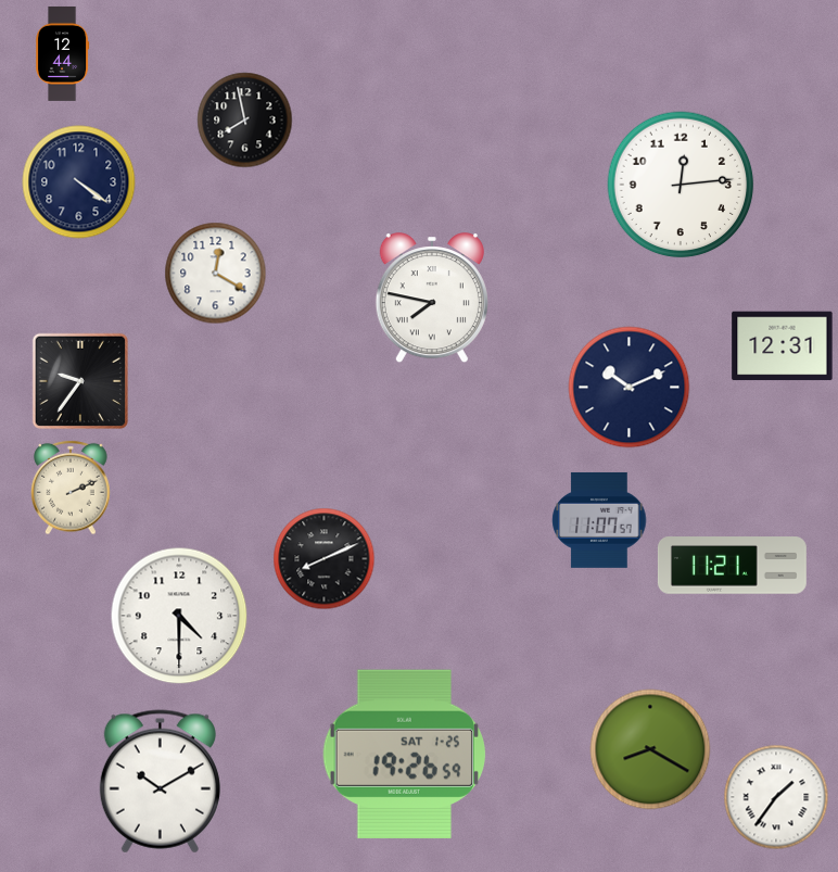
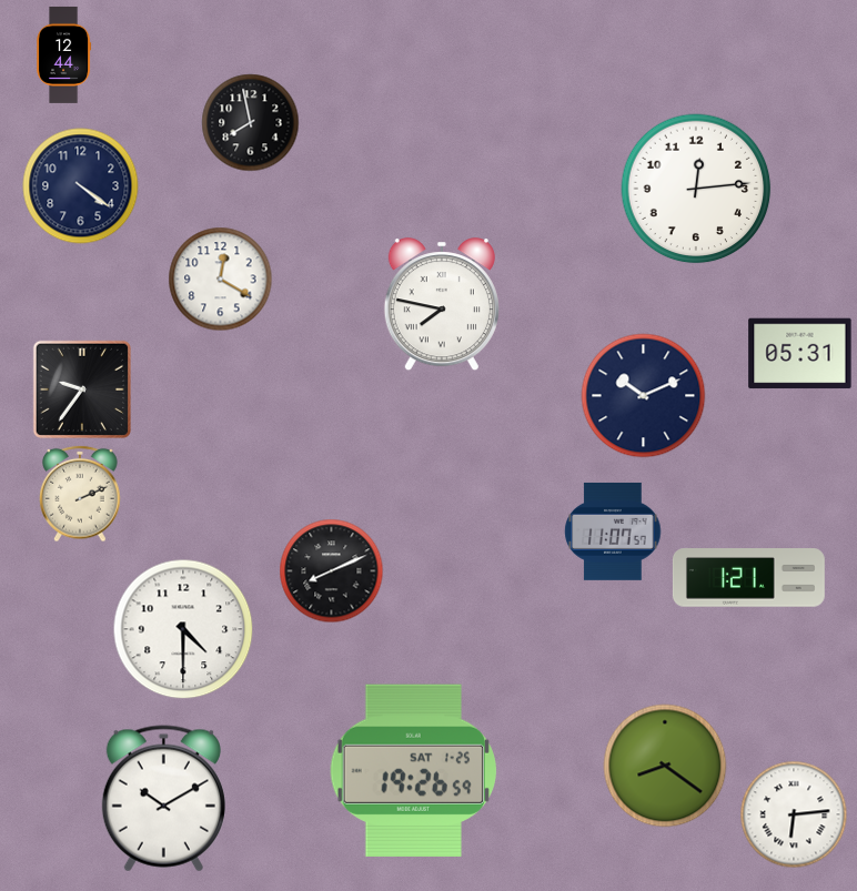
clock at (783, 346): 12:31 -> 05:31
clock at (71, 488) position: (71, 488) -> (80, 494)
clock at (732, 566): 11:21 -> 1:21
clock at (650, 749): 8:20 -> 8:21
clock at (776, 797): 1:36 -> 6:14
